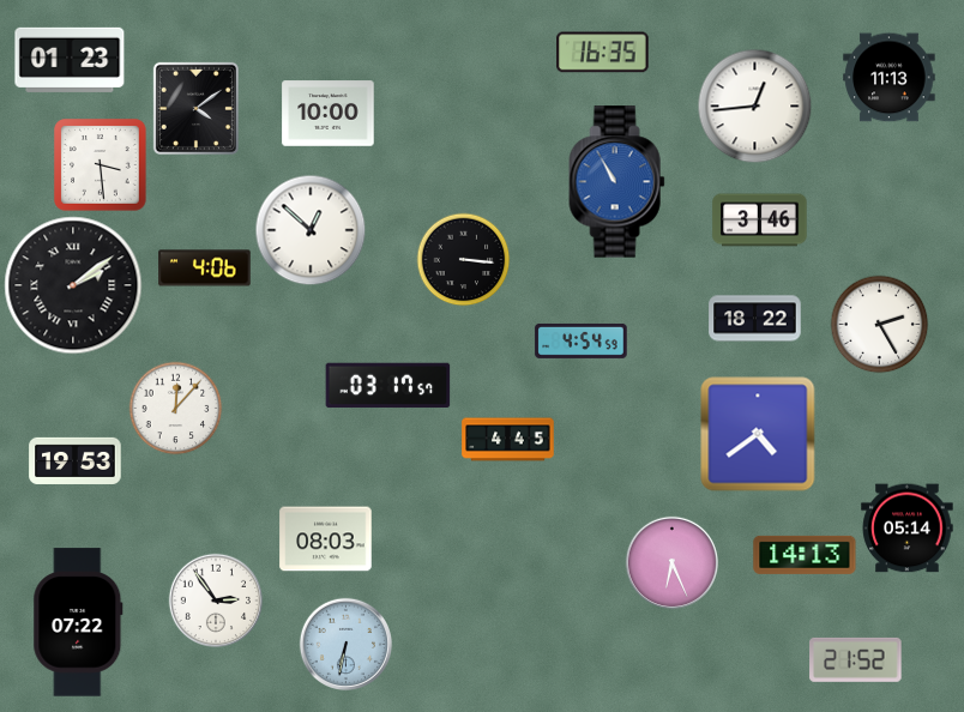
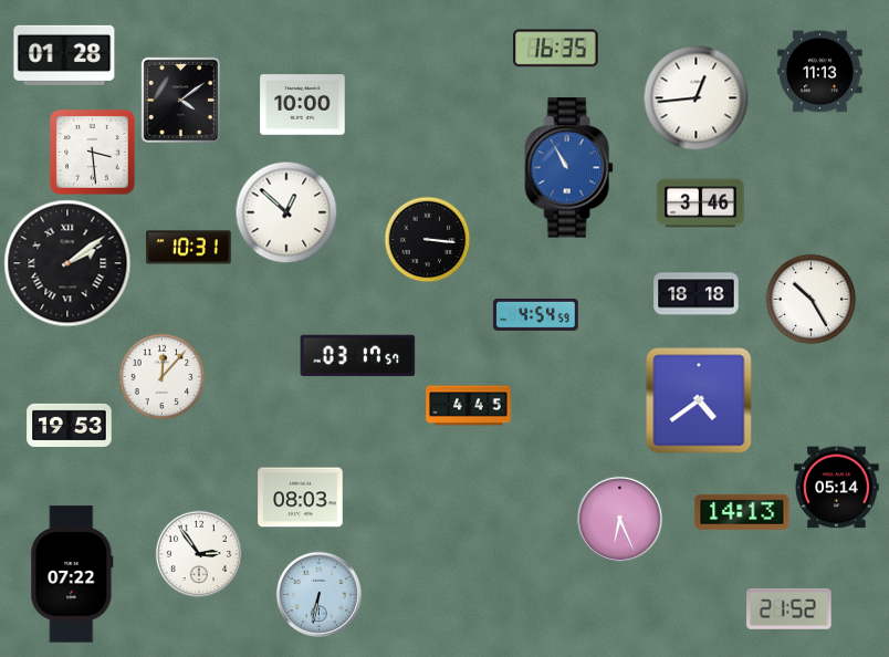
clock at (70, 60): 01:23 -> 01:28
clock at (205, 268): 4:06 -> 10:31
clock at (755, 319): 18:22 -> 18:18
clock at (879, 324): 2:25 -> 10:25
